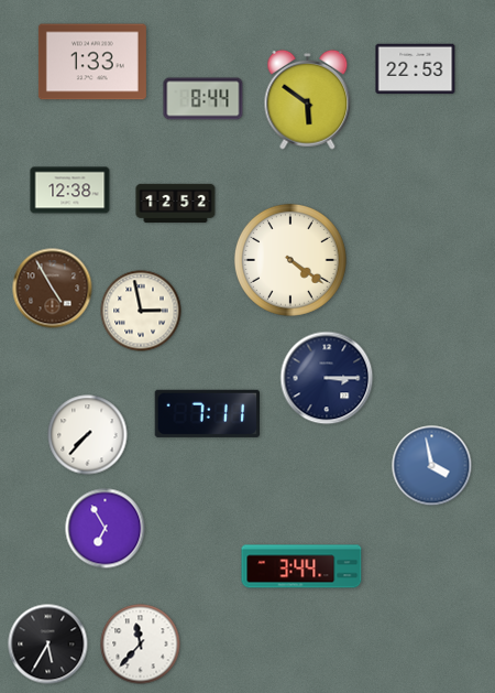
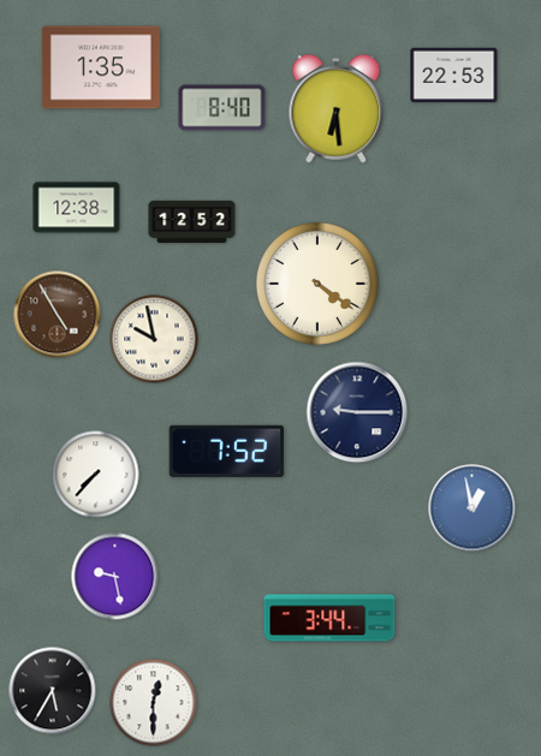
clock at (92, 62): 1:33 -> 1:35
clock at (204, 99): 8:44 -> 8:40
clock at (308, 99): 5:51 -> 6:29
clock at (141, 311): 2:58 -> 9:58
clock at (327, 378): 3:15 -> 9:15
clock at (207, 413): 7:11 -> 7:52
clock at (432, 466): 3:58 -> 12:58
clock at (106, 529): 6:55 -> 9:28
clock at (48, 645) position: (48, 645) -> (53, 691)
clock at (141, 645): 11:37 -> 12:30
